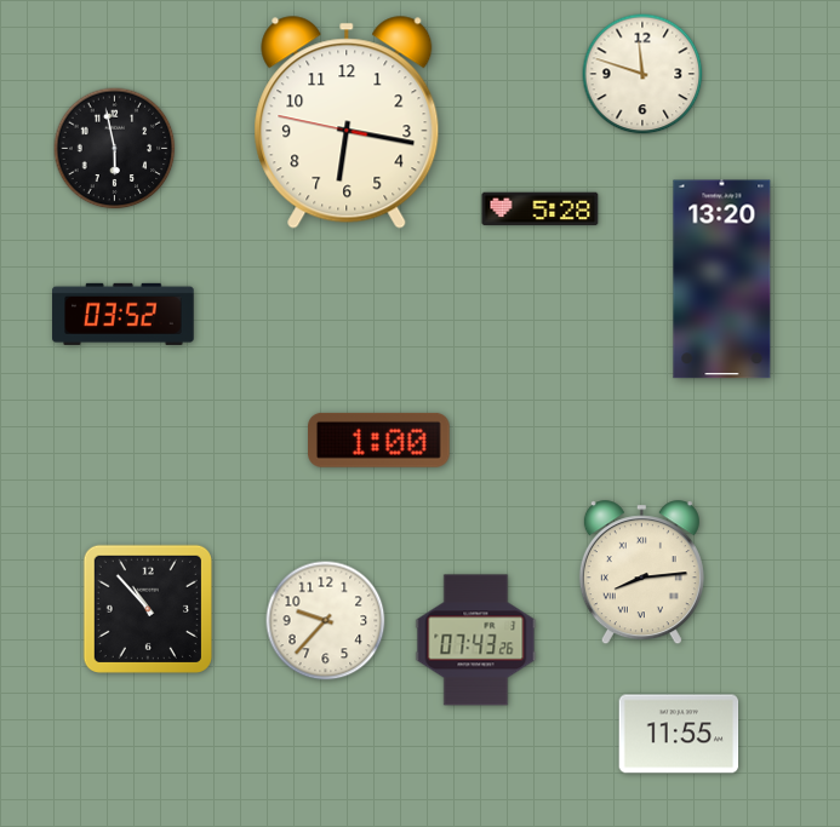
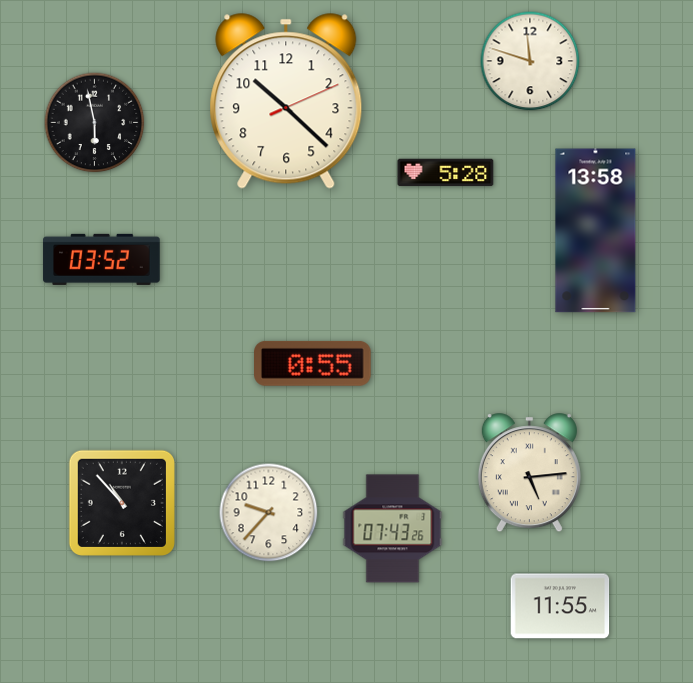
clock at (347, 122): 6:16 -> 10:22
clock at (722, 280): 13:20 -> 13:58
clock at (379, 440): 1:00 -> 0:55
clock at (641, 573): 8:14 -> 5:14
